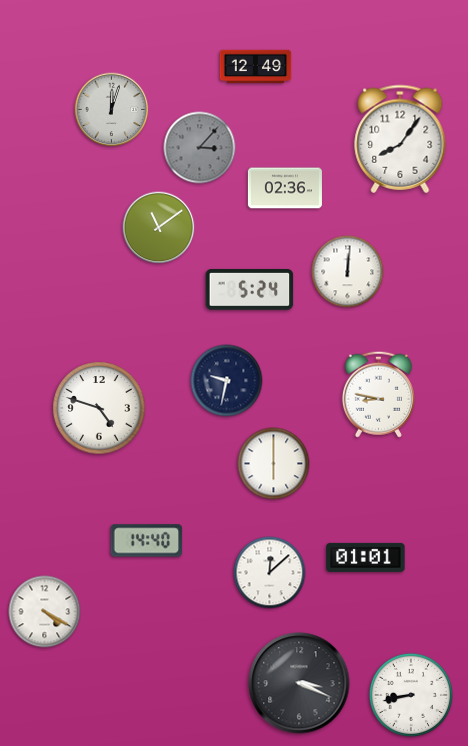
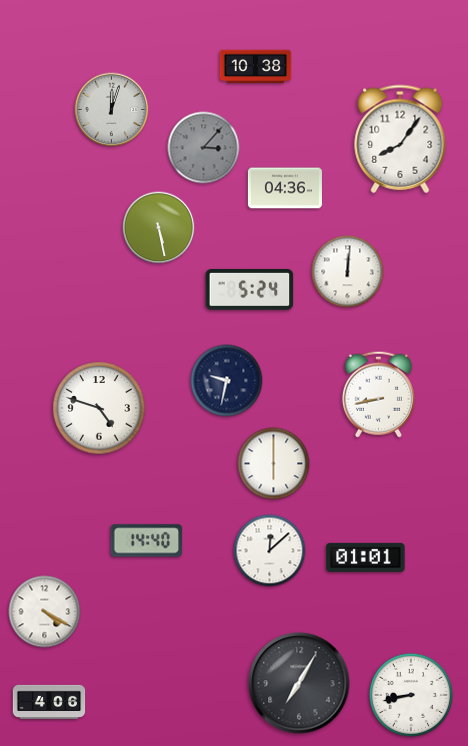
clock at (256, 67): 12:49 -> 10:38
clock at (200, 148) position: (200, 148) -> (204, 148)
clock at (285, 188): 02:36 -> 04:36
clock at (159, 228): 11:09 -> 5:28
clock at (378, 394): 8:47 -> 8:43
clock at (270, 573) position: (270, 573) -> (270, 551)
clock at (299, 683): 3:19 -> 7:05
clock at (49, 701): none -> 4:06
